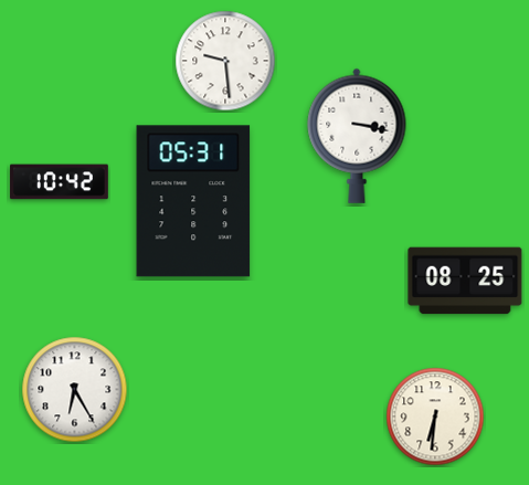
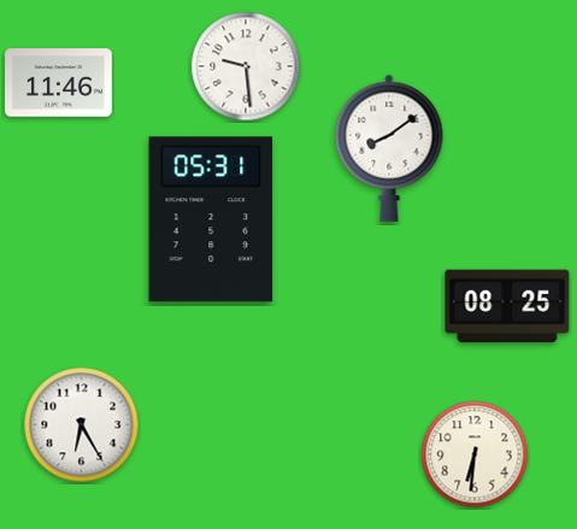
clock at (59, 83): none -> 11:46
clock at (357, 136): 3:17 -> 8:09
clock at (60, 182): 10:42 -> none
